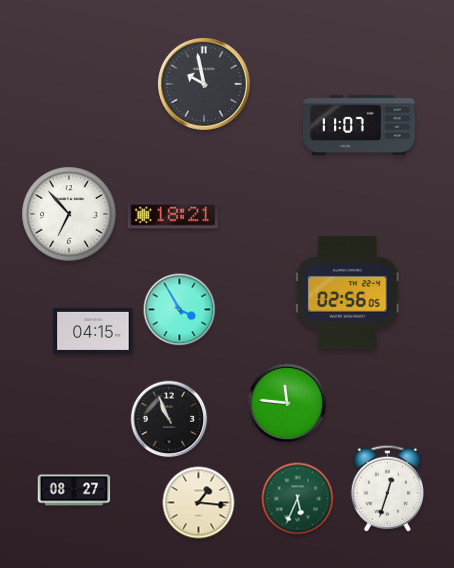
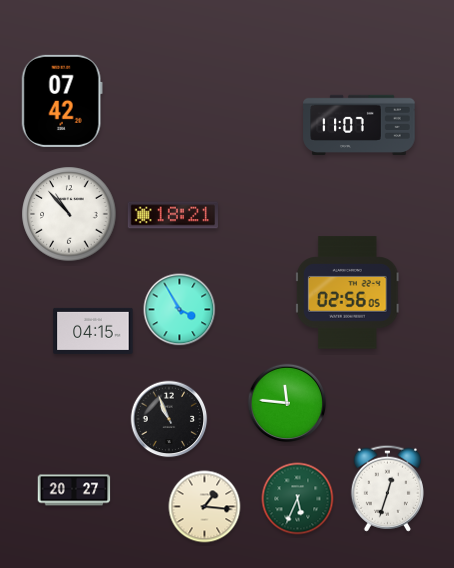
clock at (205, 85): 9:58 -> none
clock at (62, 101): none -> 07:42
clock at (69, 214): 6:53 -> 10:53
clock at (74, 490): 08:27 -> 20:27
clock at (199, 503) position: (199, 503) -> (205, 507)
